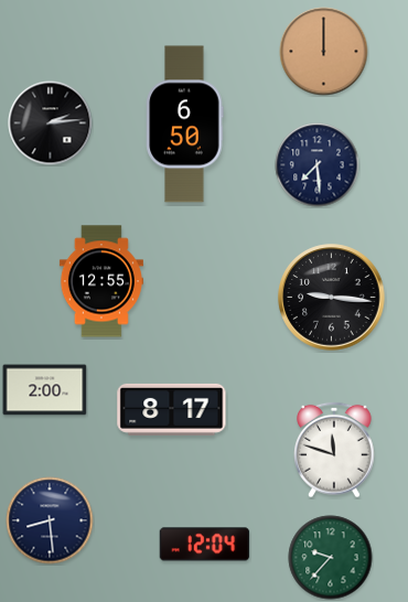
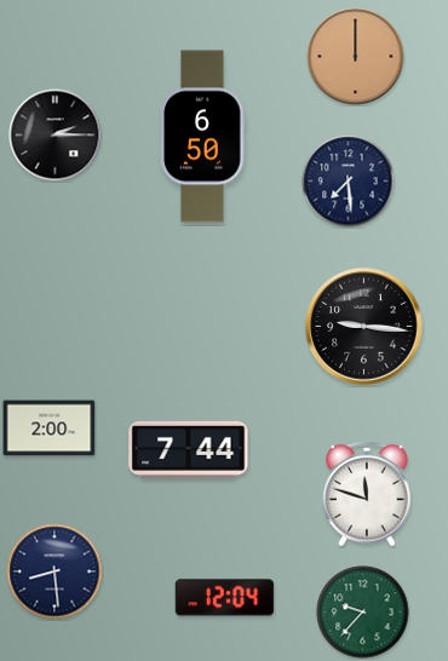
clock at (51, 123): 2:14 -> 2:15
clock at (101, 281): 12:55 -> none
clock at (172, 409): 8:17 -> 7:44
